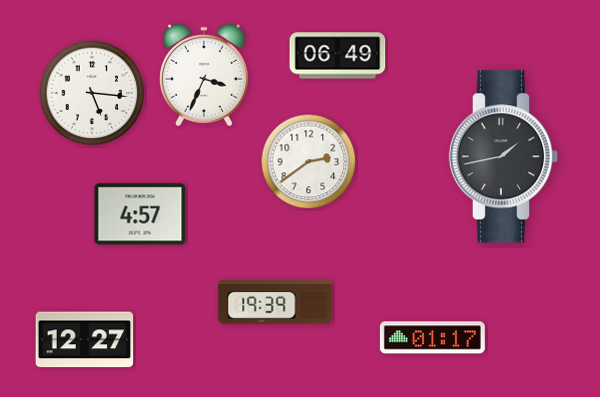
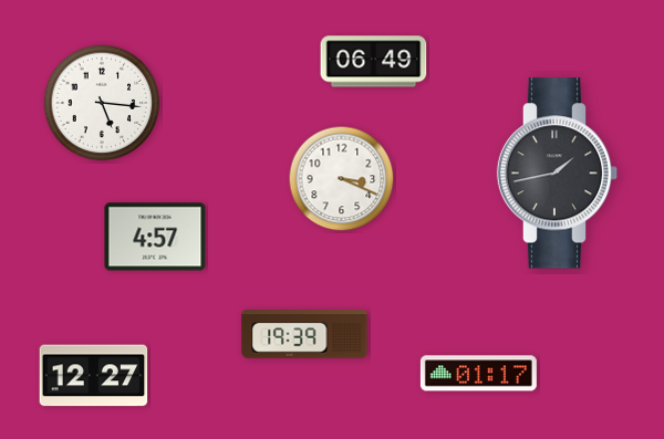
clock at (204, 75): 3:34 -> none
clock at (309, 162): 2:39 -> 3:19
